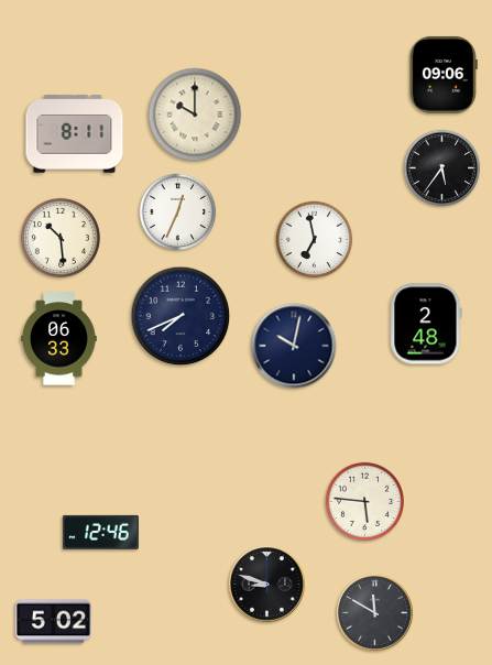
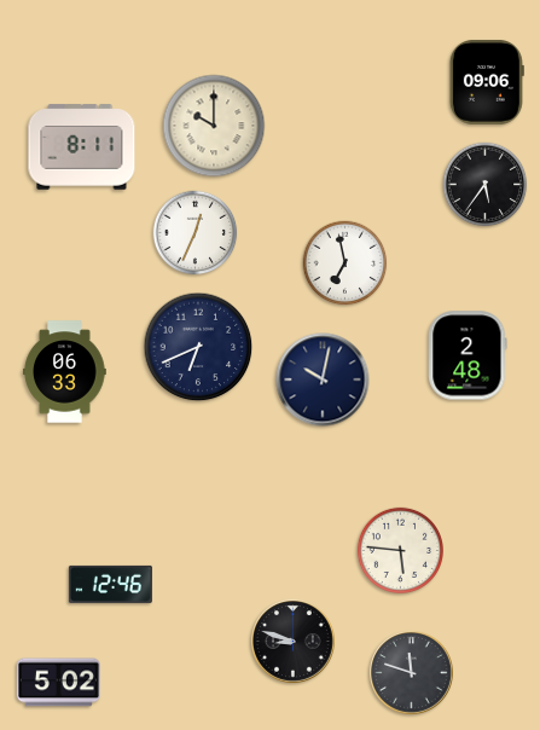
clock at (61, 238): 10:29 -> none
clock at (181, 316): 7:41 -> 6:41
clock at (375, 613): 11:50 -> 11:48
